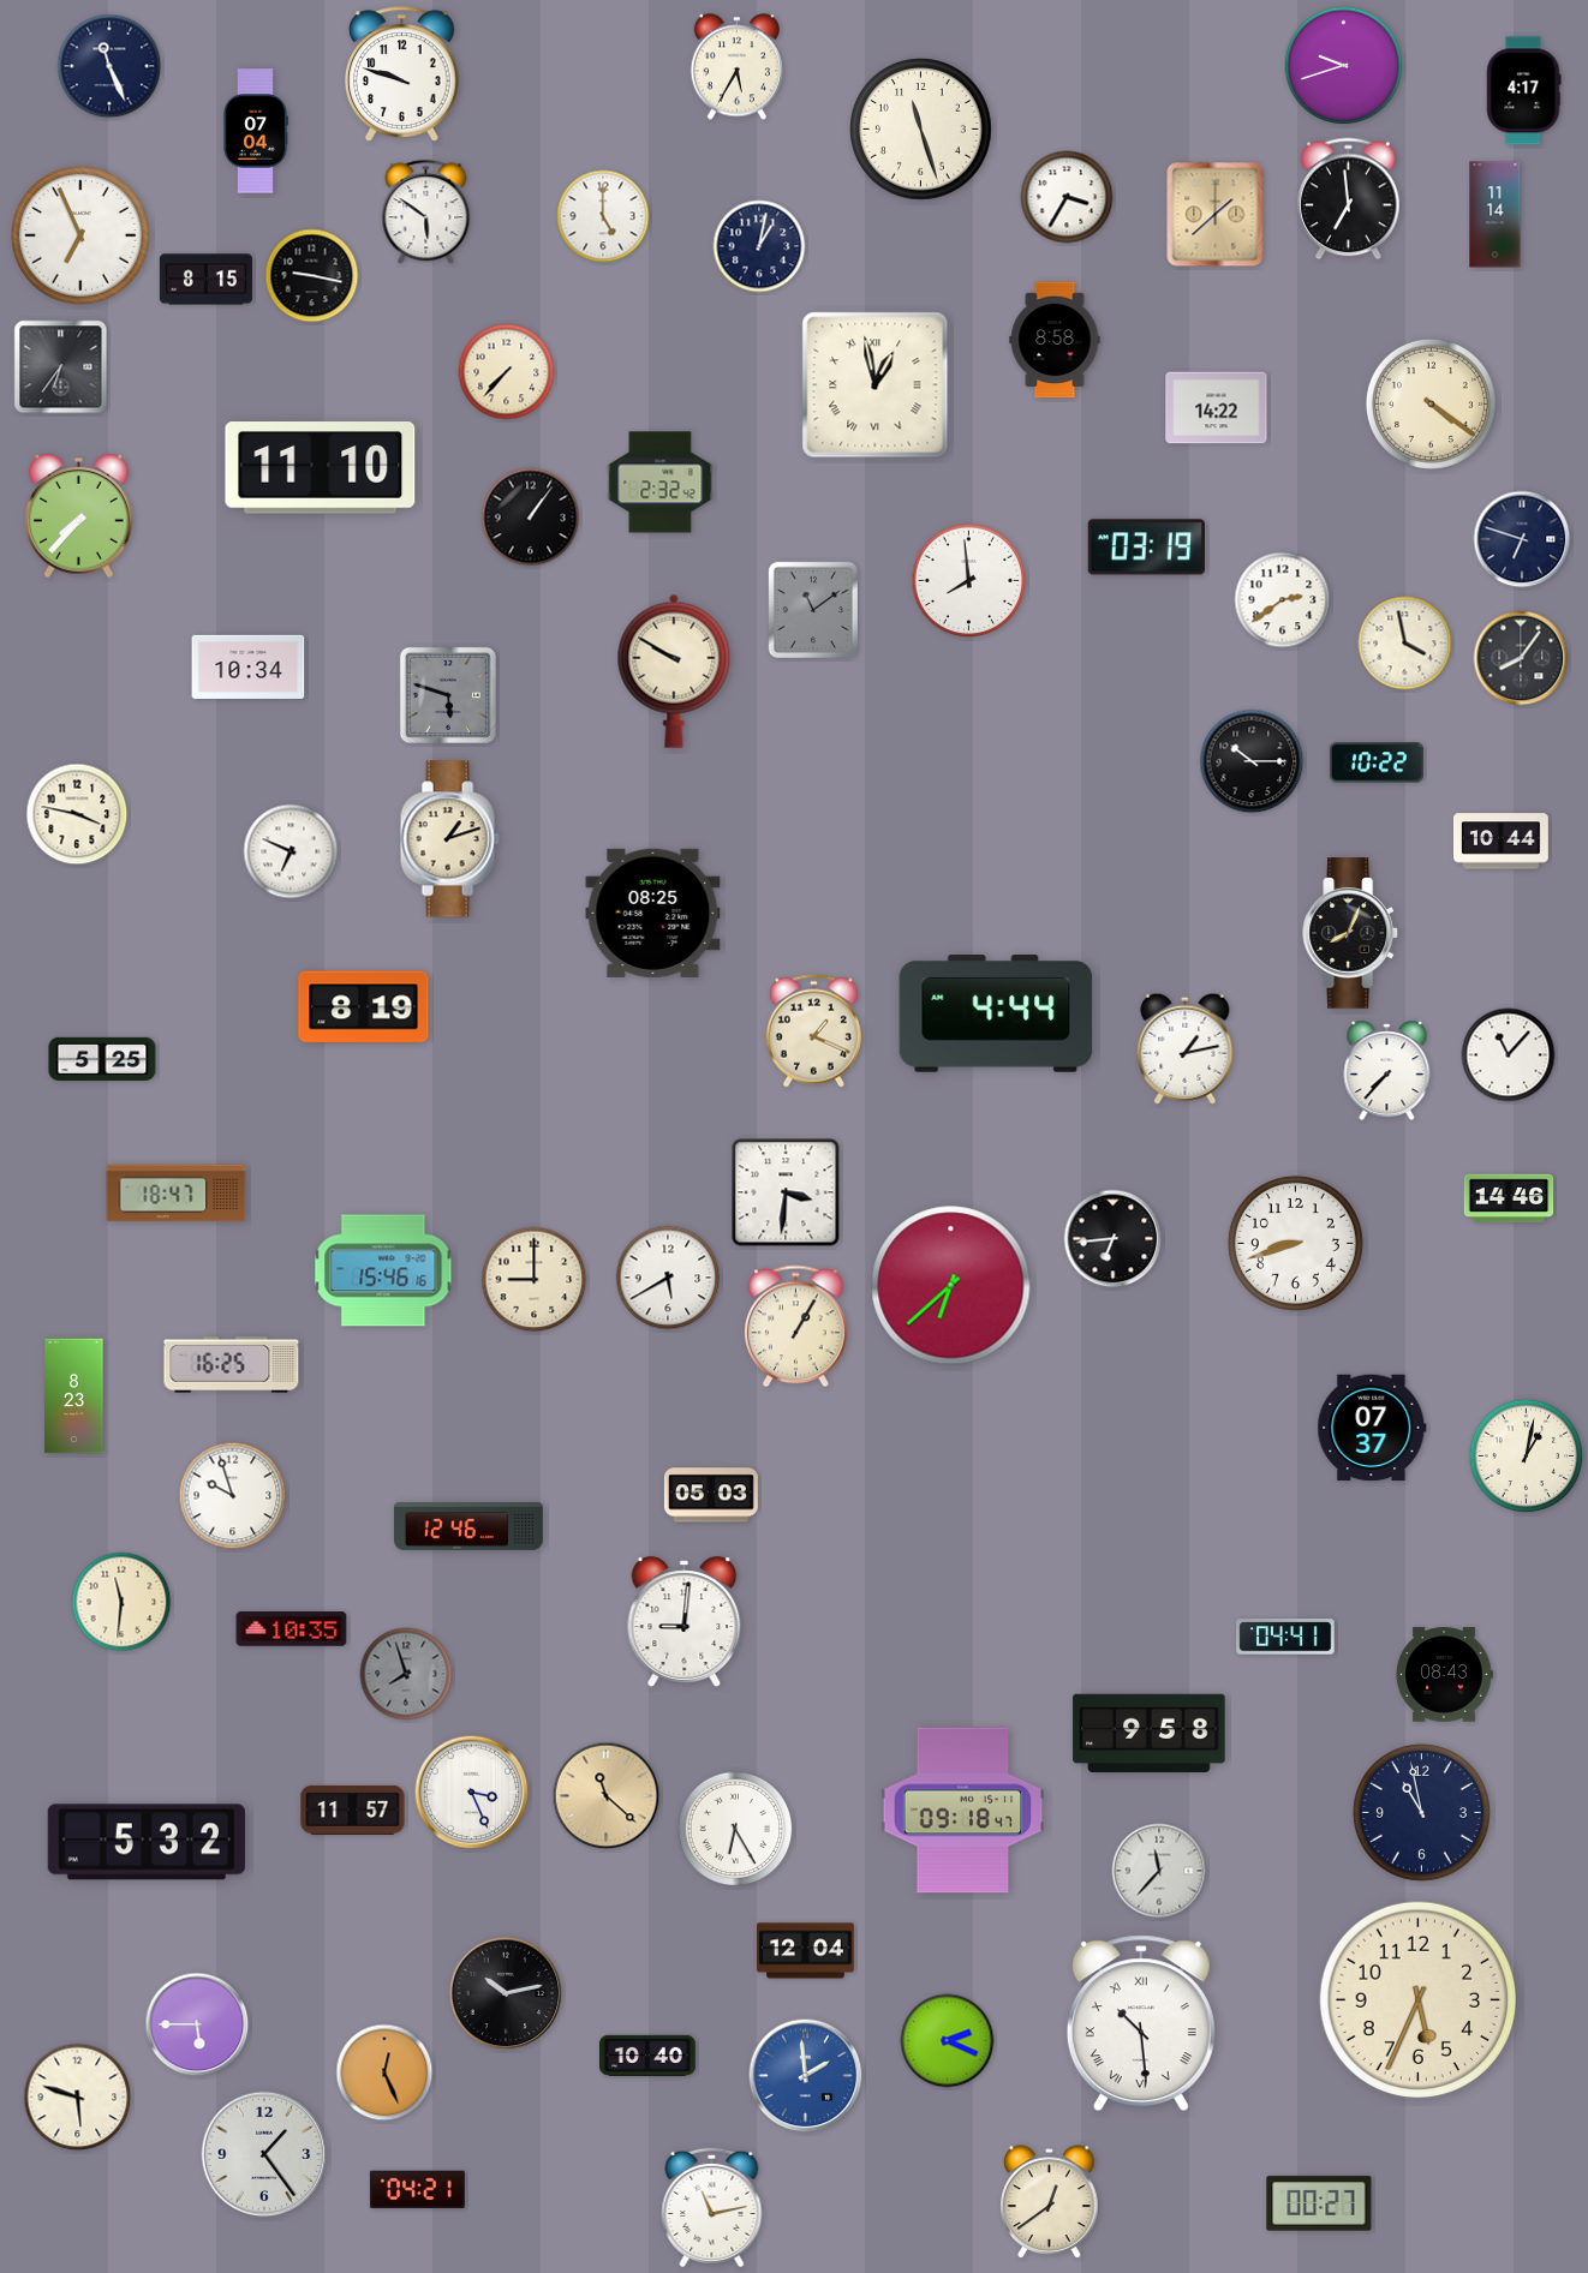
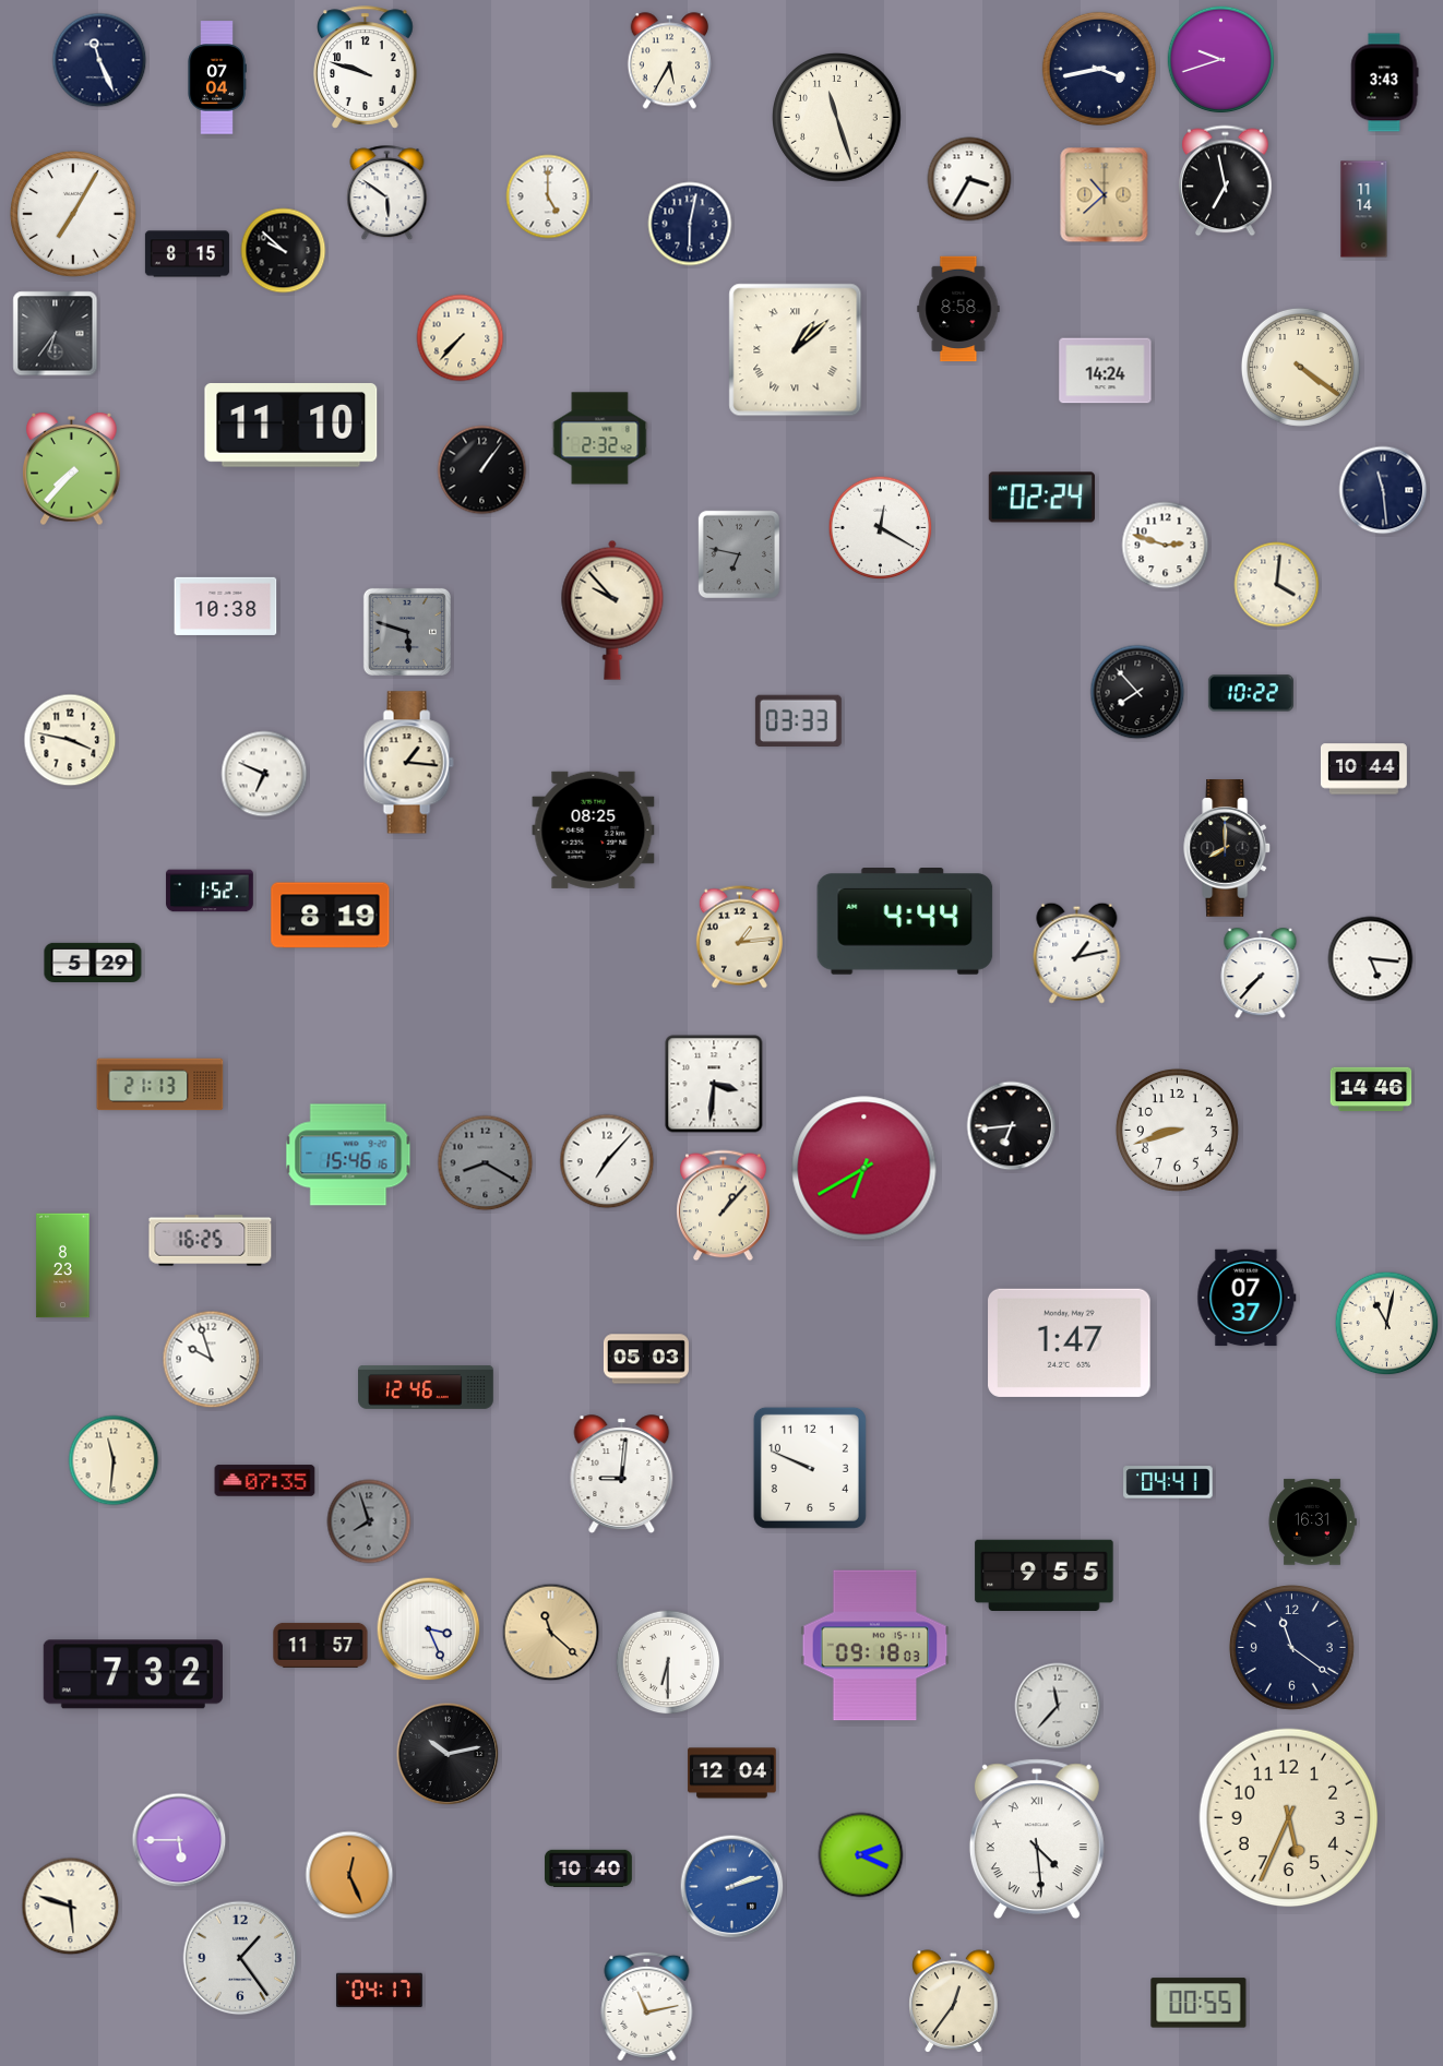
clock at (1099, 69): none -> 3:43
clock at (1523, 91): 4:17 -> 3:43
clock at (256, 131) position: (256, 131) -> (217, 77)
clock at (1349, 199): 6:59 -> 6:58
clock at (1216, 215): 1:38 -> 10:38
clock at (1496, 215) position: (1496, 215) -> (1364, 210)
clock at (80, 235): 6:56 -> 7:05
clock at (759, 246): 1:02 -> 6:02
clock at (312, 276): 9:17 -> 9:52
clock at (876, 385): 12:58 -> 1:08
clock at (1217, 408): 14:22 -> 14:24
clock at (1522, 539): 6:48 -> 11:29
clock at (1146, 548): 03:19 -> 02:24
clock at (969, 581): 7:59 -> 12:20
clock at (1283, 600): 2:39 -> 2:48
clock at (812, 609): 11:09 -> 6:47
clock at (1405, 644): 3:58 -> 4:01
clock at (1521, 658): 8:06 -> none
clock at (249, 666): 10:34 -> 10:38
clock at (674, 671): 9:50 -> 9:53
clock at (1252, 761): 10:15 -> 7:53
clock at (798, 720): none -> 03:33
clock at (449, 839): 1:12 -> 1:16
clock at (1500, 842) position: (1500, 842) -> (1363, 769)
clock at (1351, 933): 8:04 -> 8:00
clock at (210, 891): none -> 1:52
clock at (813, 1031): 1:19 -> 1:14
clock at (1509, 1055): 11:07 -> 5:16
clock at (102, 1059): 5:25 -> 5:29
clock at (177, 1194): 18:47 -> 21:13
clock at (668, 1278): 5:40 -> 7:07
clock at (535, 1280): 9:00 -> 8:20
clock at (535, 1280) dial: cream -> grey
clock at (951, 1286): 6:38 -> 6:40
clock at (796, 1327): 1:05 -> 1:07
clock at (74, 1396) position: (74, 1396) -> (63, 1266)
clock at (1527, 1456): 1:02 -> 11:02
clock at (1070, 1342): none -> 1:47
clock at (121, 1602) position: (121, 1602) -> (114, 1460)
clock at (810, 1468): none -> 9:49
clock at (292, 1629): 10:35 -> 07:35
clock at (1285, 1637) position: (1285, 1637) -> (1168, 1482)
clock at (1444, 1675): 08:43 -> 16:31
clock at (1150, 1733): 9:58 -> 9:55
clock at (963, 1811): 09:18:47 -> 09:18:03
clock at (1421, 1812): 10:58 -> 11:21
clock at (735, 1829): 6:25 -> 6:30
clock at (147, 1842): 5:32 -> 7:32
clock at (1159, 1871) position: (1159, 1871) -> (1058, 1706)
clock at (506, 1993) position: (506, 1993) -> (448, 1754)
clock at (1141, 2023): 10:29 -> 4:29
clock at (384, 2072) position: (384, 2072) -> (349, 1875)
clock at (806, 2076): 1:59 -> 2:12
clock at (417, 2190): 04:21 -> 04:17
clock at (1050, 2202): 12:39 -> 12:36
clock at (1319, 2203): 00:27 -> 00:55
